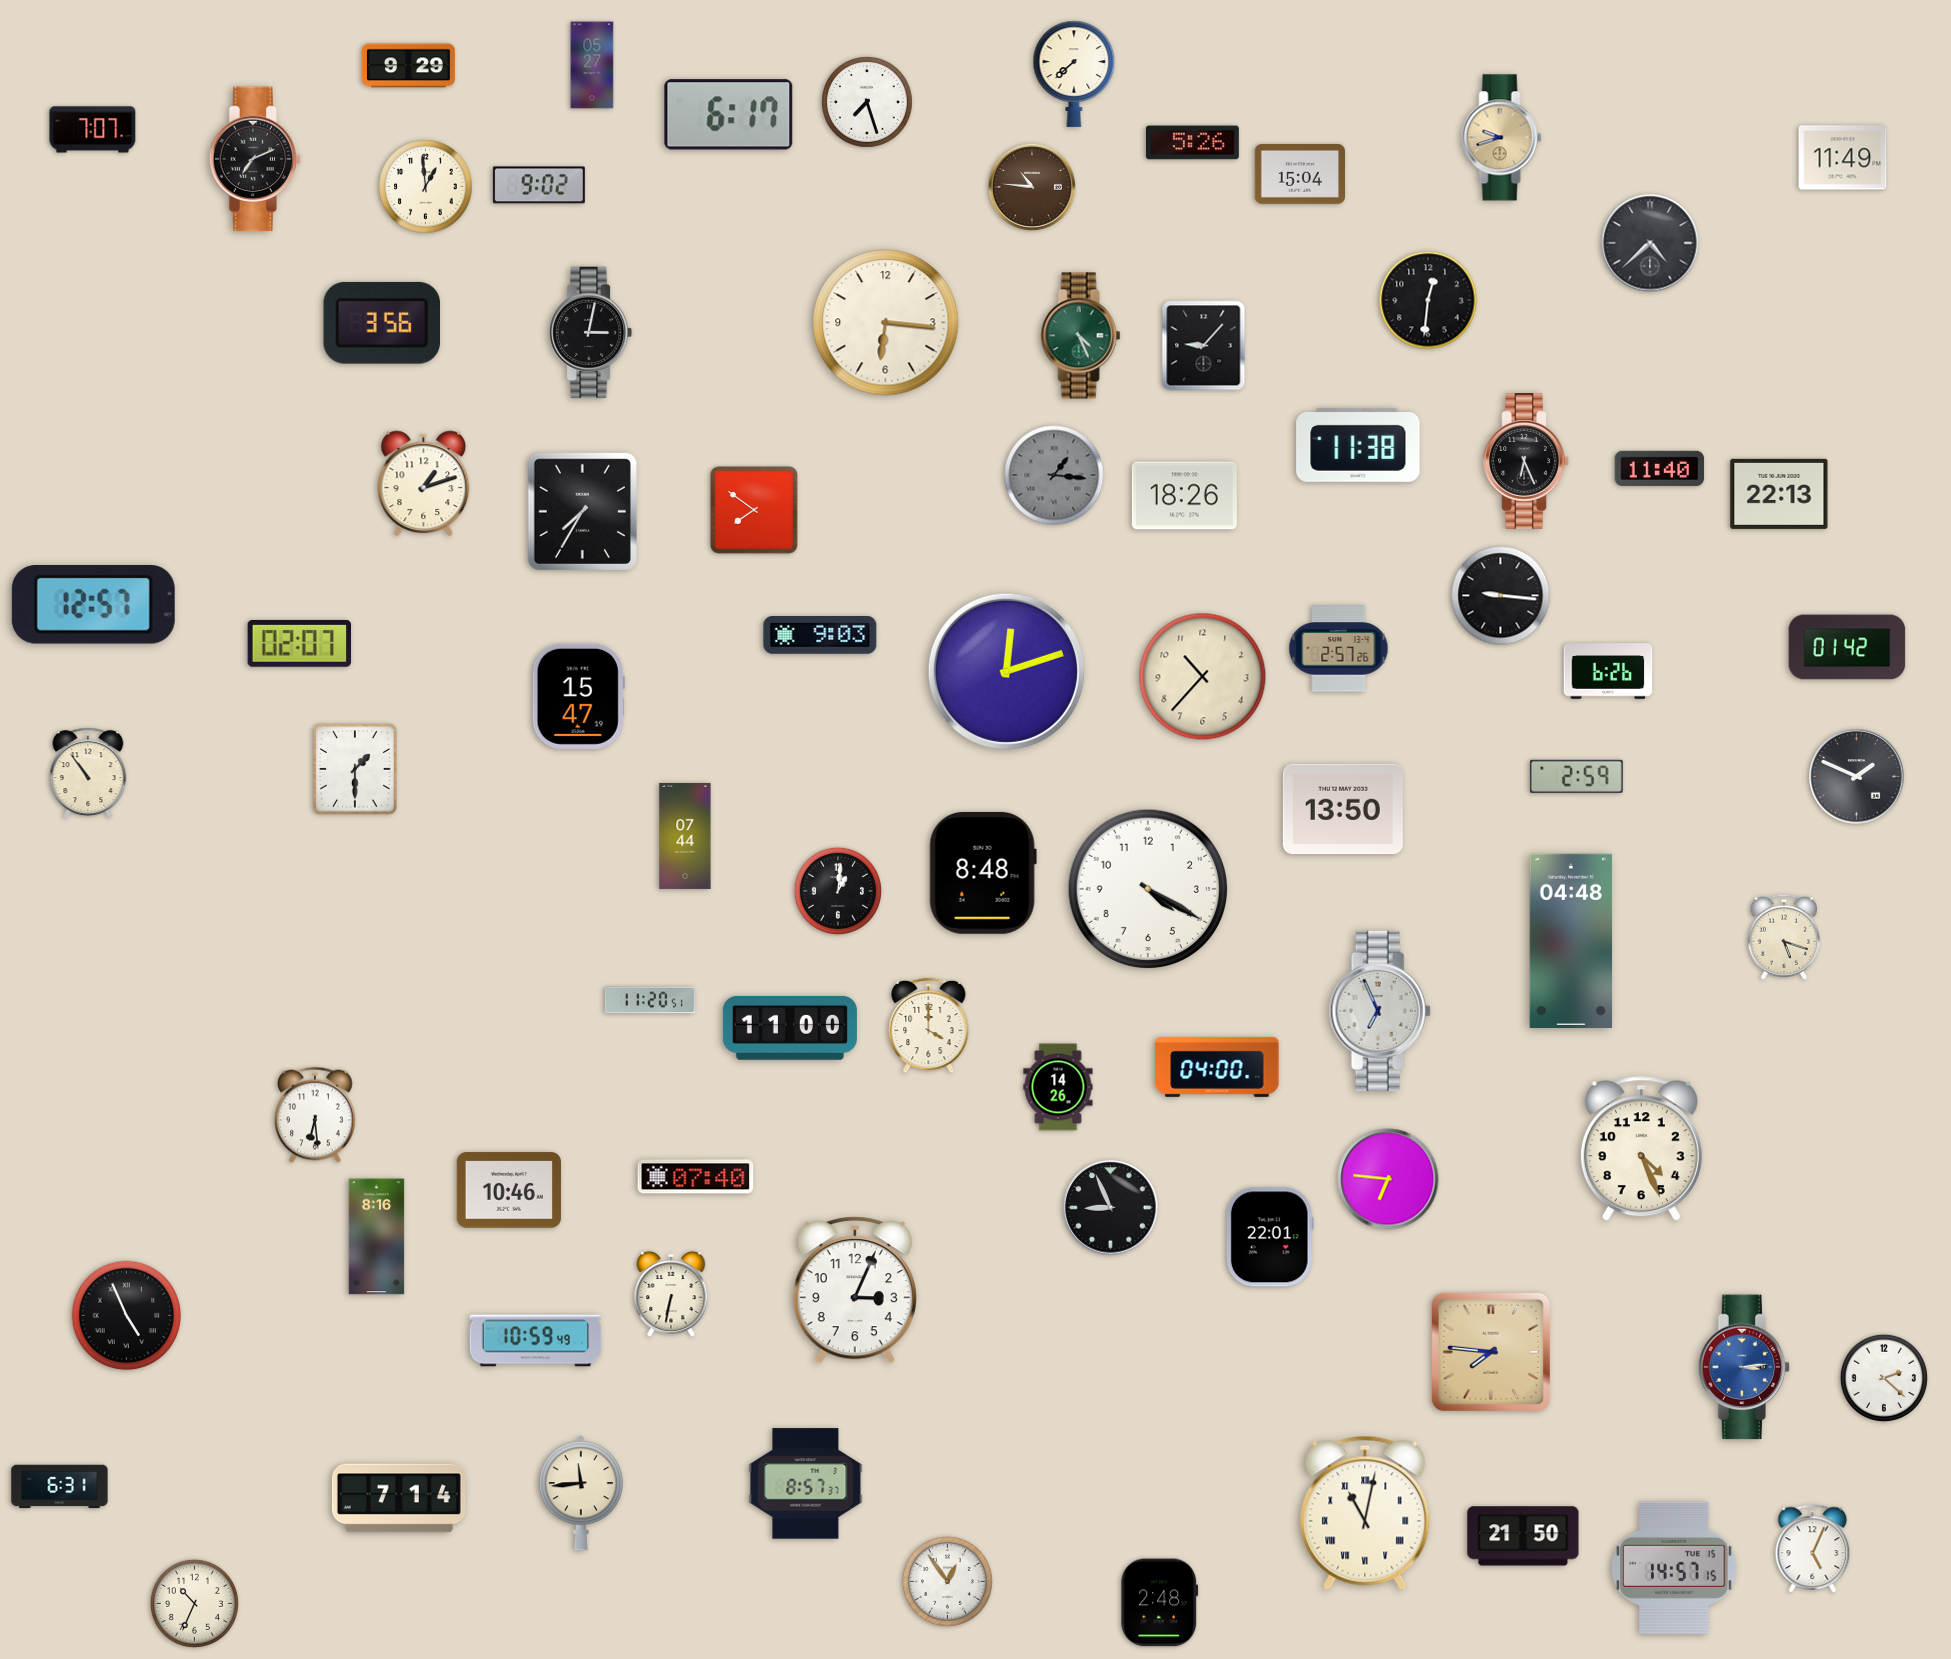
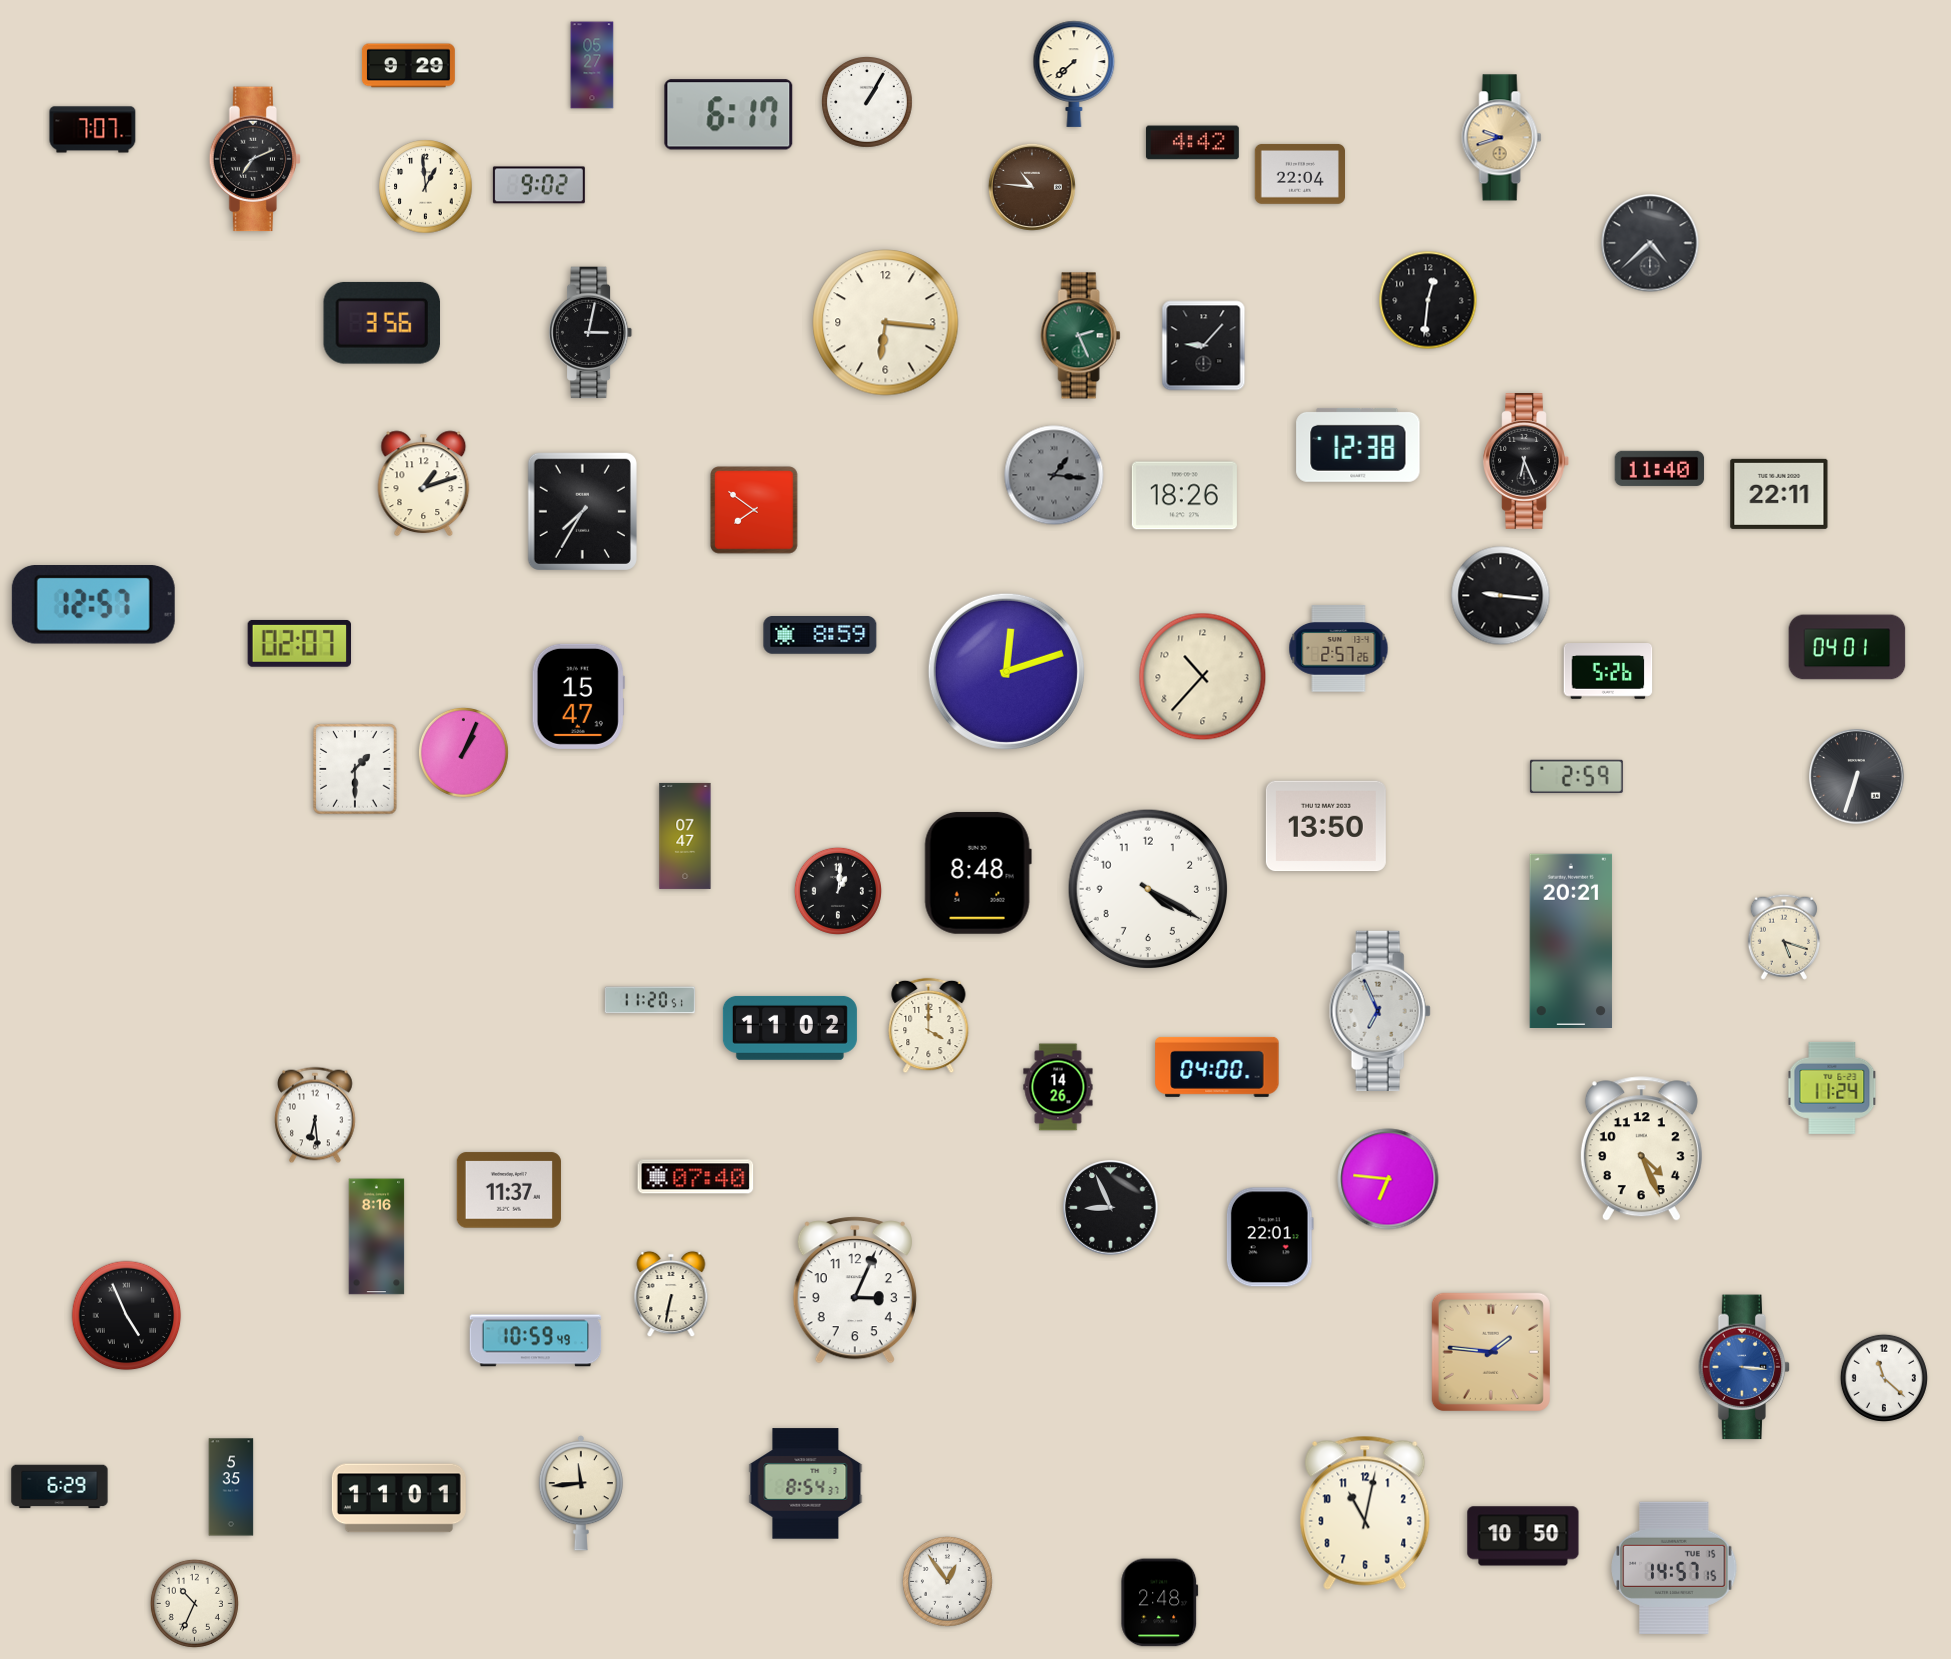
clock at (868, 103): 7:27 -> 1:05
clock at (1192, 143): 5:26 -> 4:42
clock at (1843, 158): 11:49 -> none
clock at (1299, 174): 15:04 -> 22:04
clock at (1081, 336): 4:26 -> 2:26
clock at (1358, 445): 11:38 -> 12:38
clock at (1779, 494): 22:13 -> 22:11
clock at (820, 636): 9:03 -> 8:59
clock at (1847, 647): 01:42 -> 04:01
clock at (1608, 671): 6:26 -> 5:26
clock at (463, 752): none -> 1:04
clock at (88, 773): 10:54 -> none
clock at (1857, 777): 1:49 -> 6:33
clock at (1343, 809) position: (1343, 809) -> (1326, 826)
clock at (685, 836): 07:44 -> 07:47
clock at (983, 873) position: (983, 873) -> (978, 873)
clock at (1571, 940): 04:48 -> 20:21
clock at (790, 1028): 11:00 -> 11:02
clock at (1832, 1088): none -> 11:24
clock at (509, 1190): 10:46 -> 11:37
clock at (1491, 1352): 7:46 -> 1:46
clock at (1744, 1367): 3:14 -> 3:16
clock at (1884, 1378): 2:22 -> 11:22
clock at (806, 1484): 8:57 -> 8:54
clock at (60, 1487): 6:31 -> 6:29
clock at (231, 1487): none -> 5:35
clock at (399, 1498): 7:14 -> 11:01
clock at (1365, 1513) numerals: Roman -> Arabic
clock at (1523, 1536): 21:50 -> 10:50
clock at (1813, 1549): 5:04 -> none
